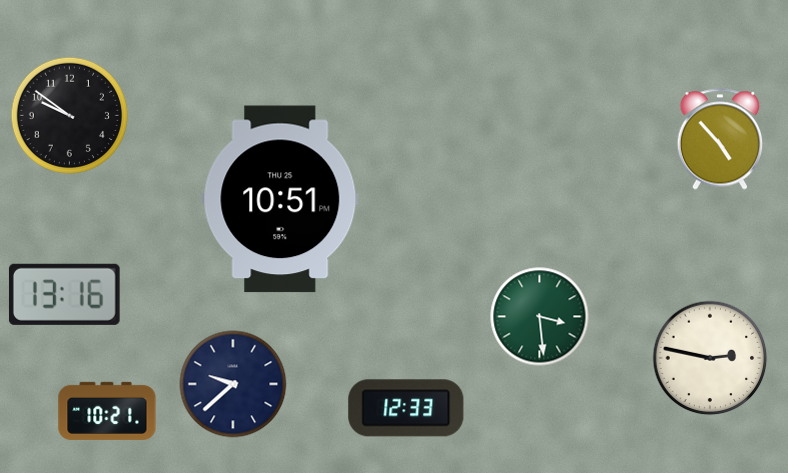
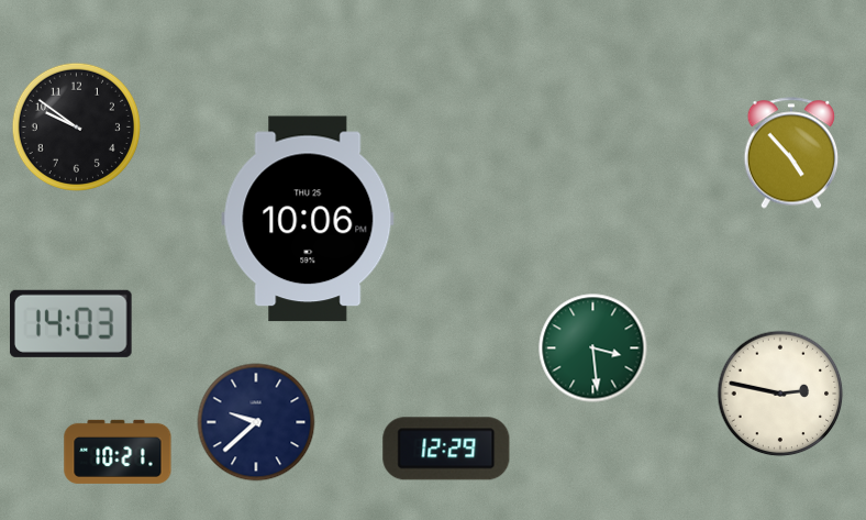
clock at (280, 199): 10:51 -> 10:06
clock at (64, 294): 13:16 -> 14:03
clock at (406, 408): 12:33 -> 12:29
